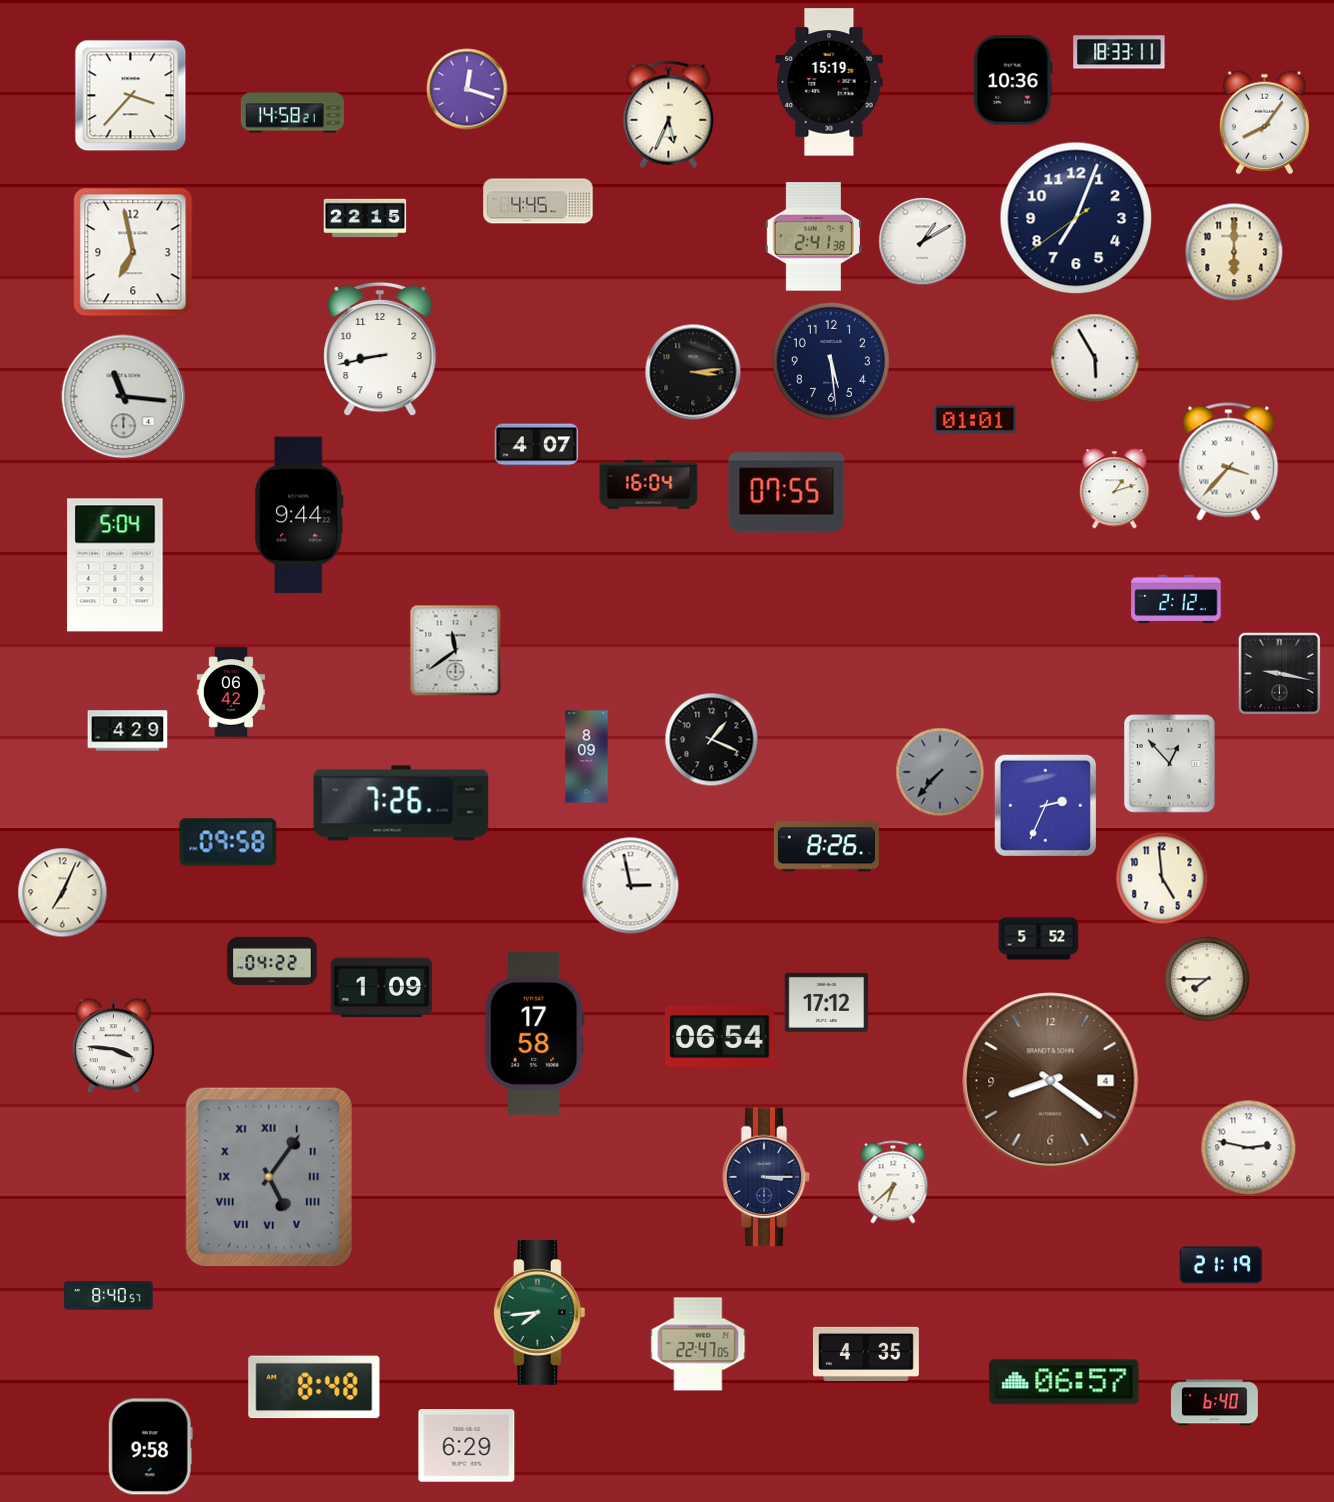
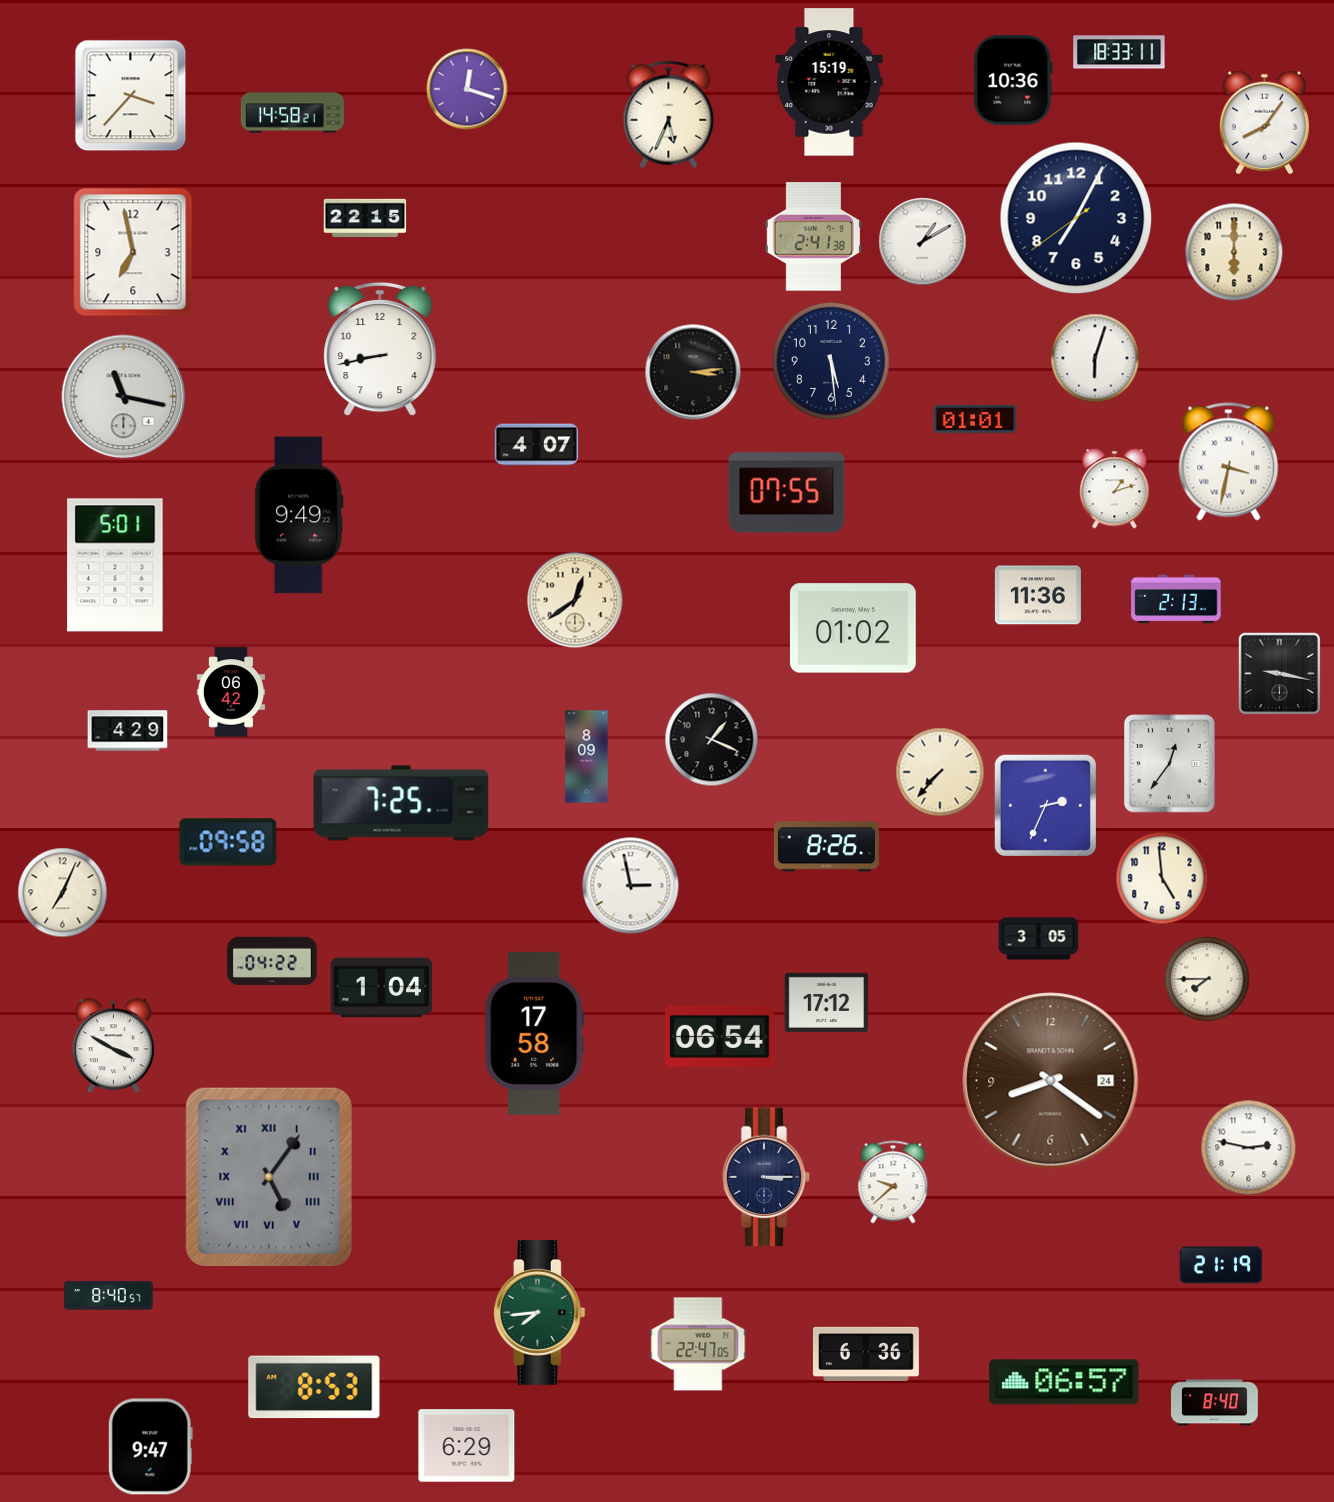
clock at (538, 201): 4:45 -> none
clock at (1076, 218): 7:03 -> 7:04
clock at (1095, 358): 5:55 -> 6:03
clock at (124, 397): 11:16 -> 11:17
clock at (1229, 462): 3:37 -> 3:32
clock at (649, 484): 16:04 -> none
clock at (299, 515): 9:44 -> 9:49
clock at (115, 565): 5:04 -> 5:01
clock at (1038, 595): none -> 11:36
clock at (1176, 599): 2:12 -> 2:13
clock at (575, 600): none -> 12:39
clock at (853, 628): none -> 01:02
clock at (456, 651): 11:39 -> none
clock at (1170, 764): 12:53 -> 12:36
clock at (940, 772) dial: grey -> cream
clock at (401, 803): 7:26 -> 7:25
clock at (1039, 939): 5:52 -> 3:05
clock at (382, 988): 1:09 -> 1:04
clock at (113, 1046): 3:46 -> 3:50
clock at (1051, 1081) date: 4 -> 24
clock at (893, 1182): 6:38 -> 9:38
clock at (866, 1354): 4:35 -> 6:36
clock at (314, 1387): 8:48 -> 8:53
clock at (1214, 1403): 6:40 -> 8:40
clock at (150, 1447): 9:58 -> 9:47
